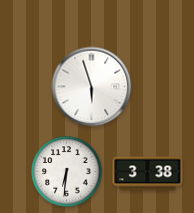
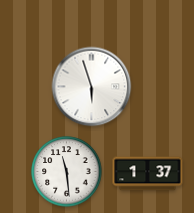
clock at (67, 172): 6:31 -> 11:29
clock at (148, 174): 3:38 -> 1:37
